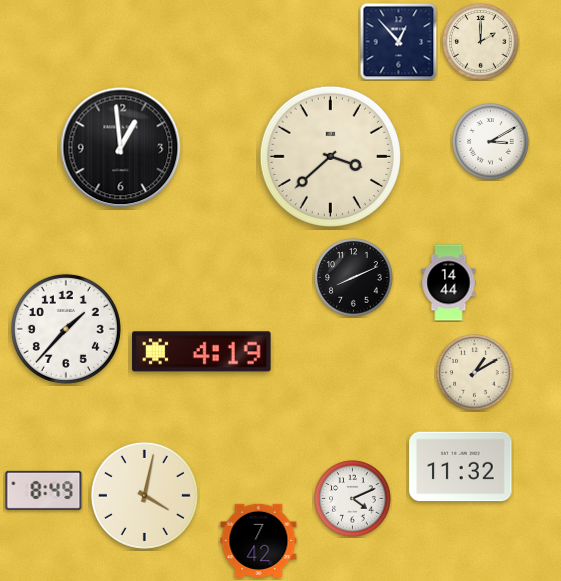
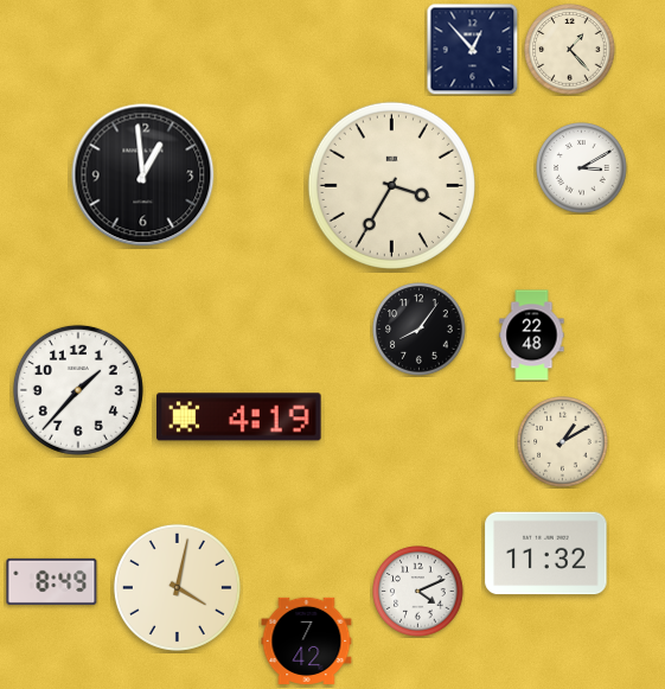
clock at (481, 42): 2:00 -> 1:23
clock at (330, 156): 3:38 -> 3:35
clock at (354, 278): 8:11 -> 8:06
clock at (449, 283): 14:44 -> 22:48
clock at (144, 495) position: (144, 495) -> (177, 587)
